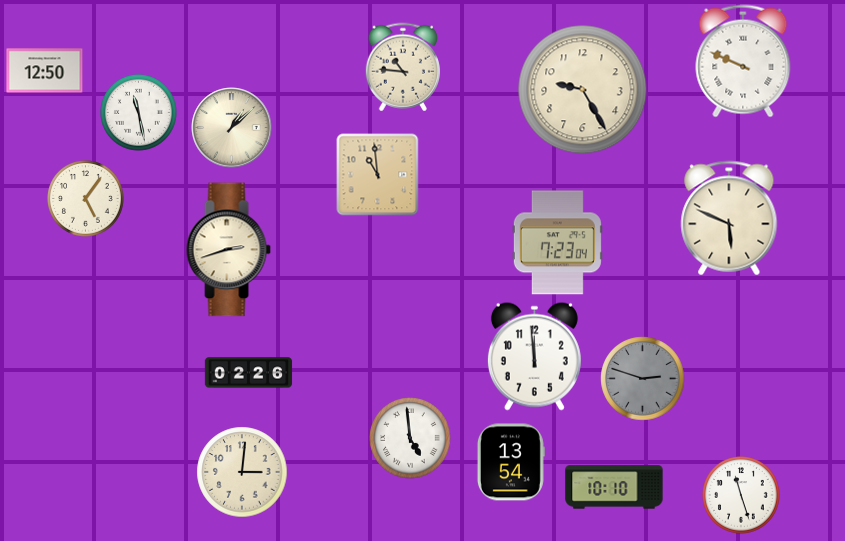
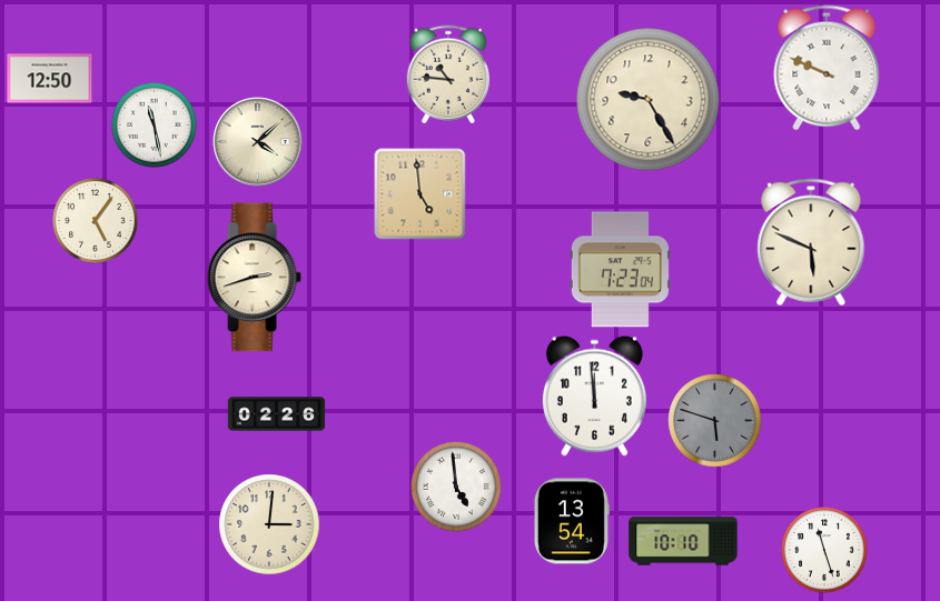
clock at (232, 128): 1:08 -> 4:08
clock at (378, 175): 10:59 -> 4:59
clock at (643, 379): 2:48 -> 5:48
clock at (511, 462) position: (511, 462) -> (572, 521)
